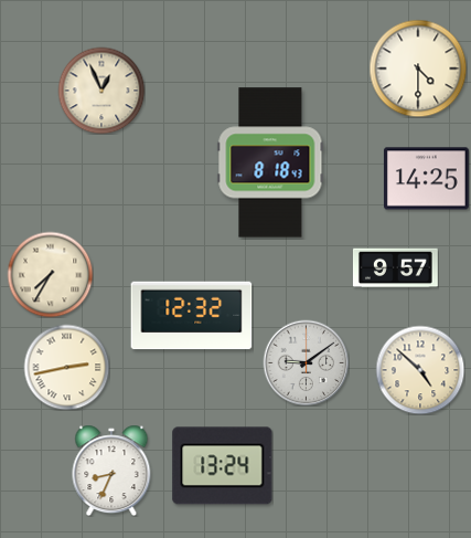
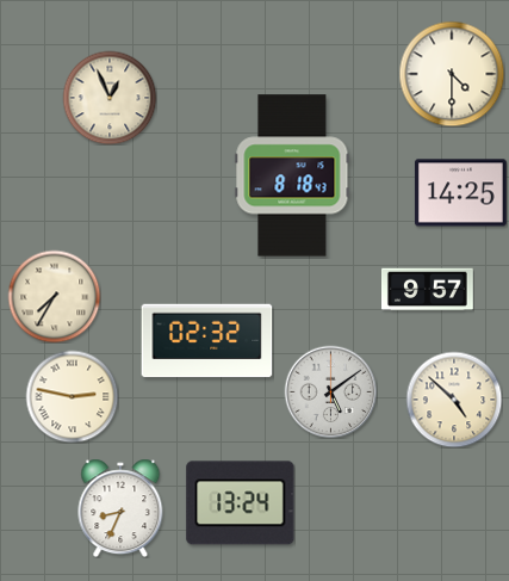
clock at (192, 316): 12:32 -> 02:32
clock at (306, 362): 9:09 -> 5:09
clock at (66, 367): 2:43 -> 2:47
